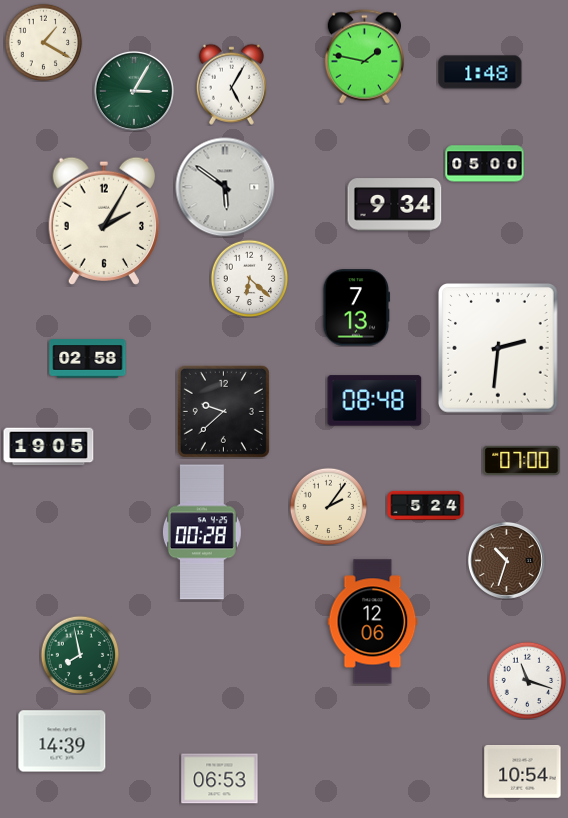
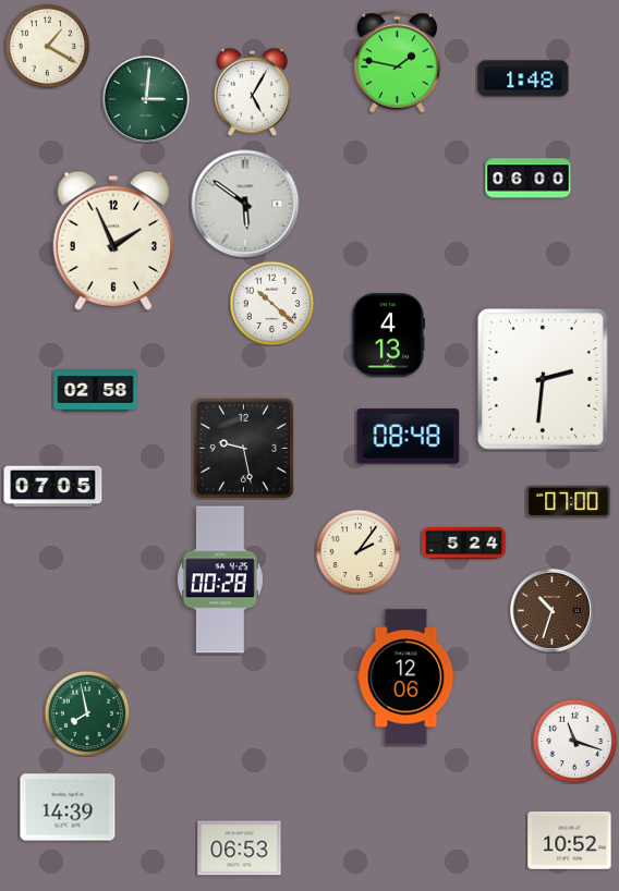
clock at (134, 91): 3:05 -> 3:01
clock at (485, 164): 05:00 -> 06:00
clock at (395, 205): 9:34 -> none
clock at (103, 220): 2:05 -> 1:56
clock at (249, 278): 6:22 -> 10:22
clock at (357, 308): 7:13 -> 4:13
clock at (223, 411): 9:38 -> 9:28
clock at (49, 447): 19:05 -> 07:05
clock at (426, 505) position: (426, 505) -> (464, 542)
clock at (523, 771): 10:54 -> 10:52
